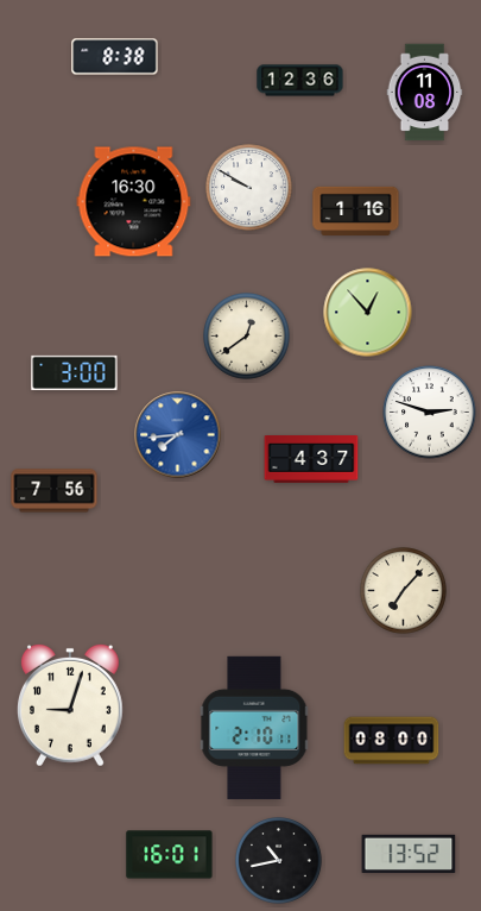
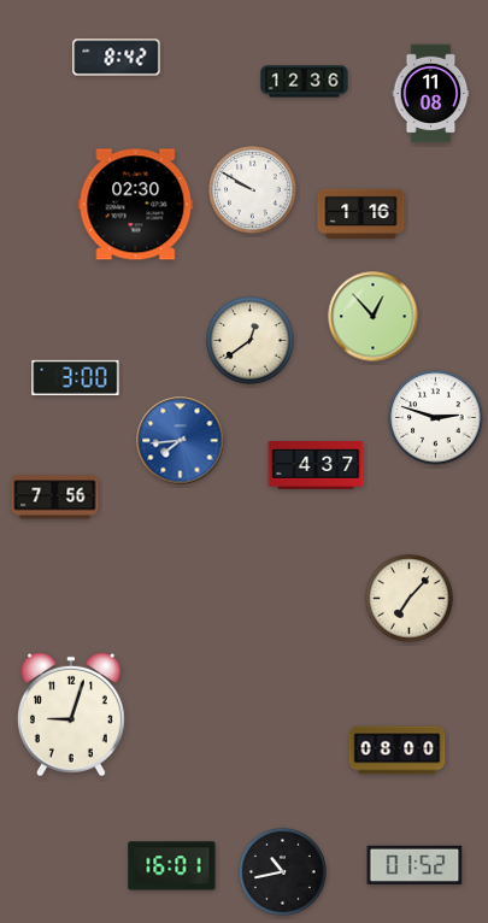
clock at (115, 57): 8:38 -> 8:42
clock at (134, 202): 16:30 -> 02:30
clock at (254, 728): 2:10 -> none
clock at (409, 854): 13:52 -> 01:52
